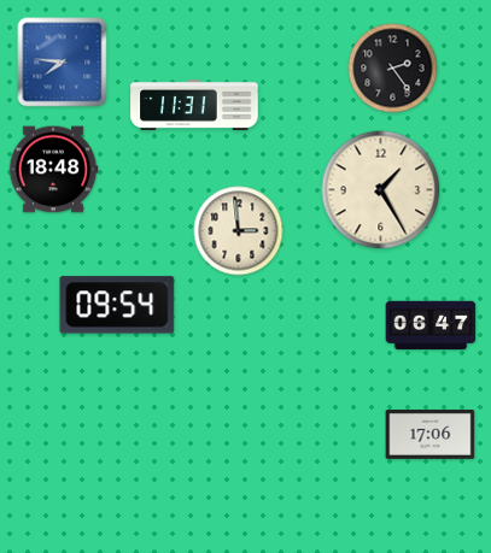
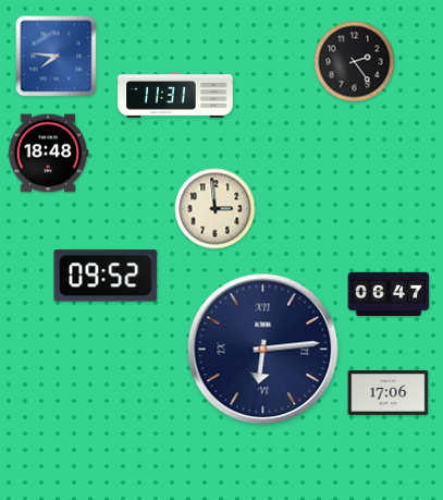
clock at (381, 190): 1:25 -> none
clock at (117, 305): 09:54 -> 09:52
clock at (263, 350): none -> 6:14
